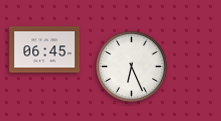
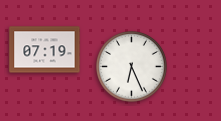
clock at (45, 50): 06:45 -> 07:19
